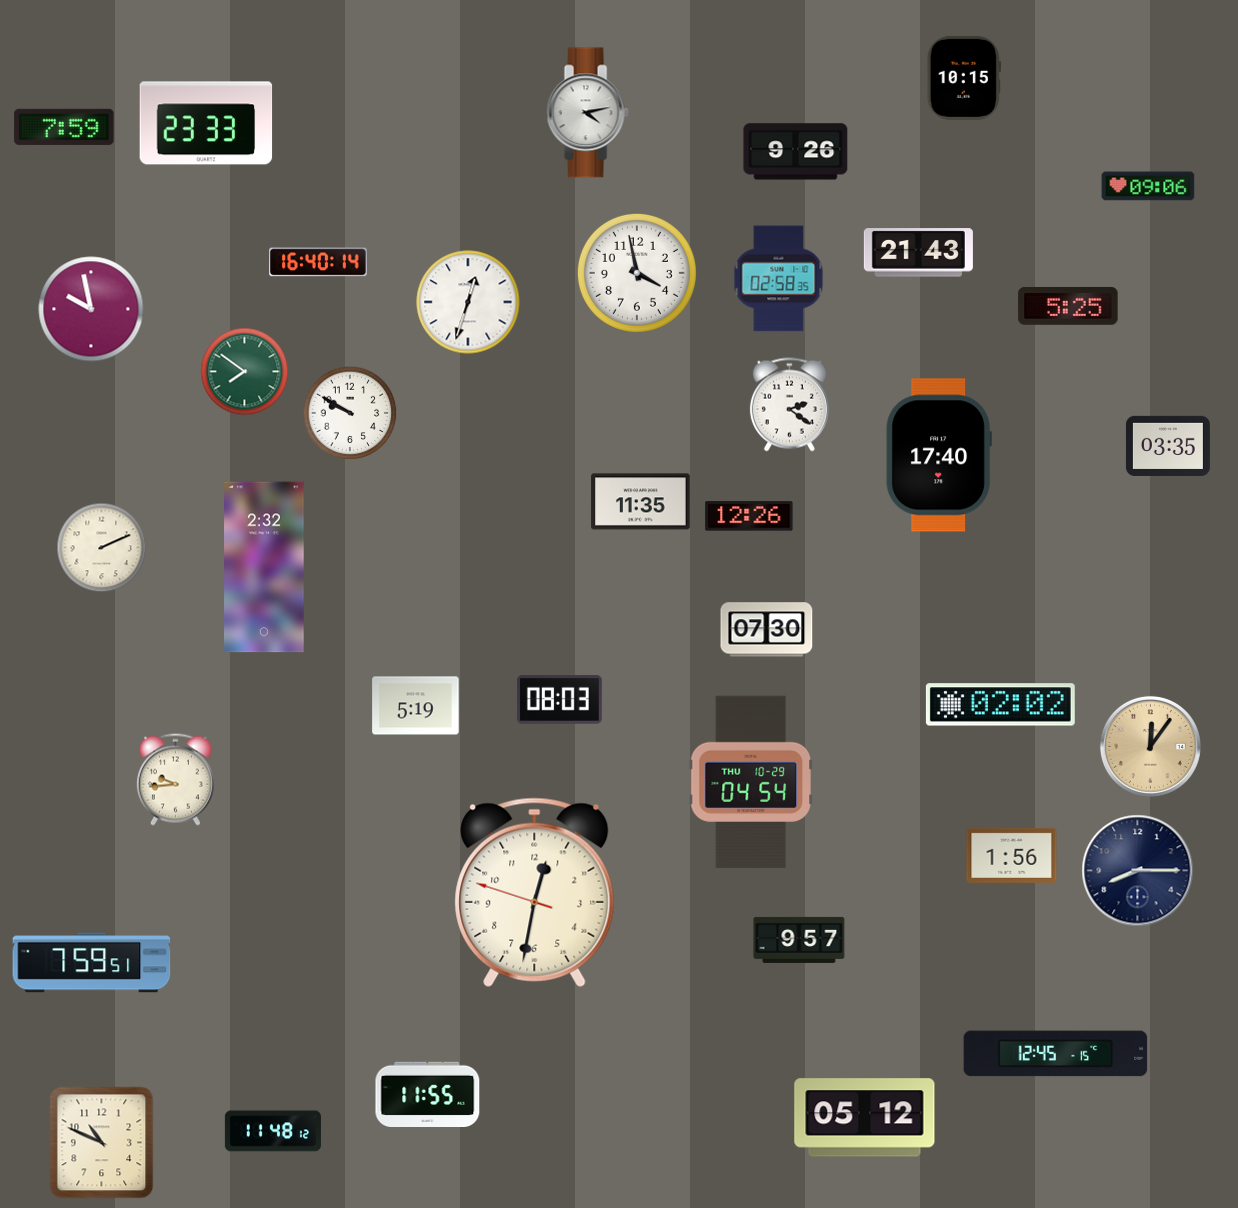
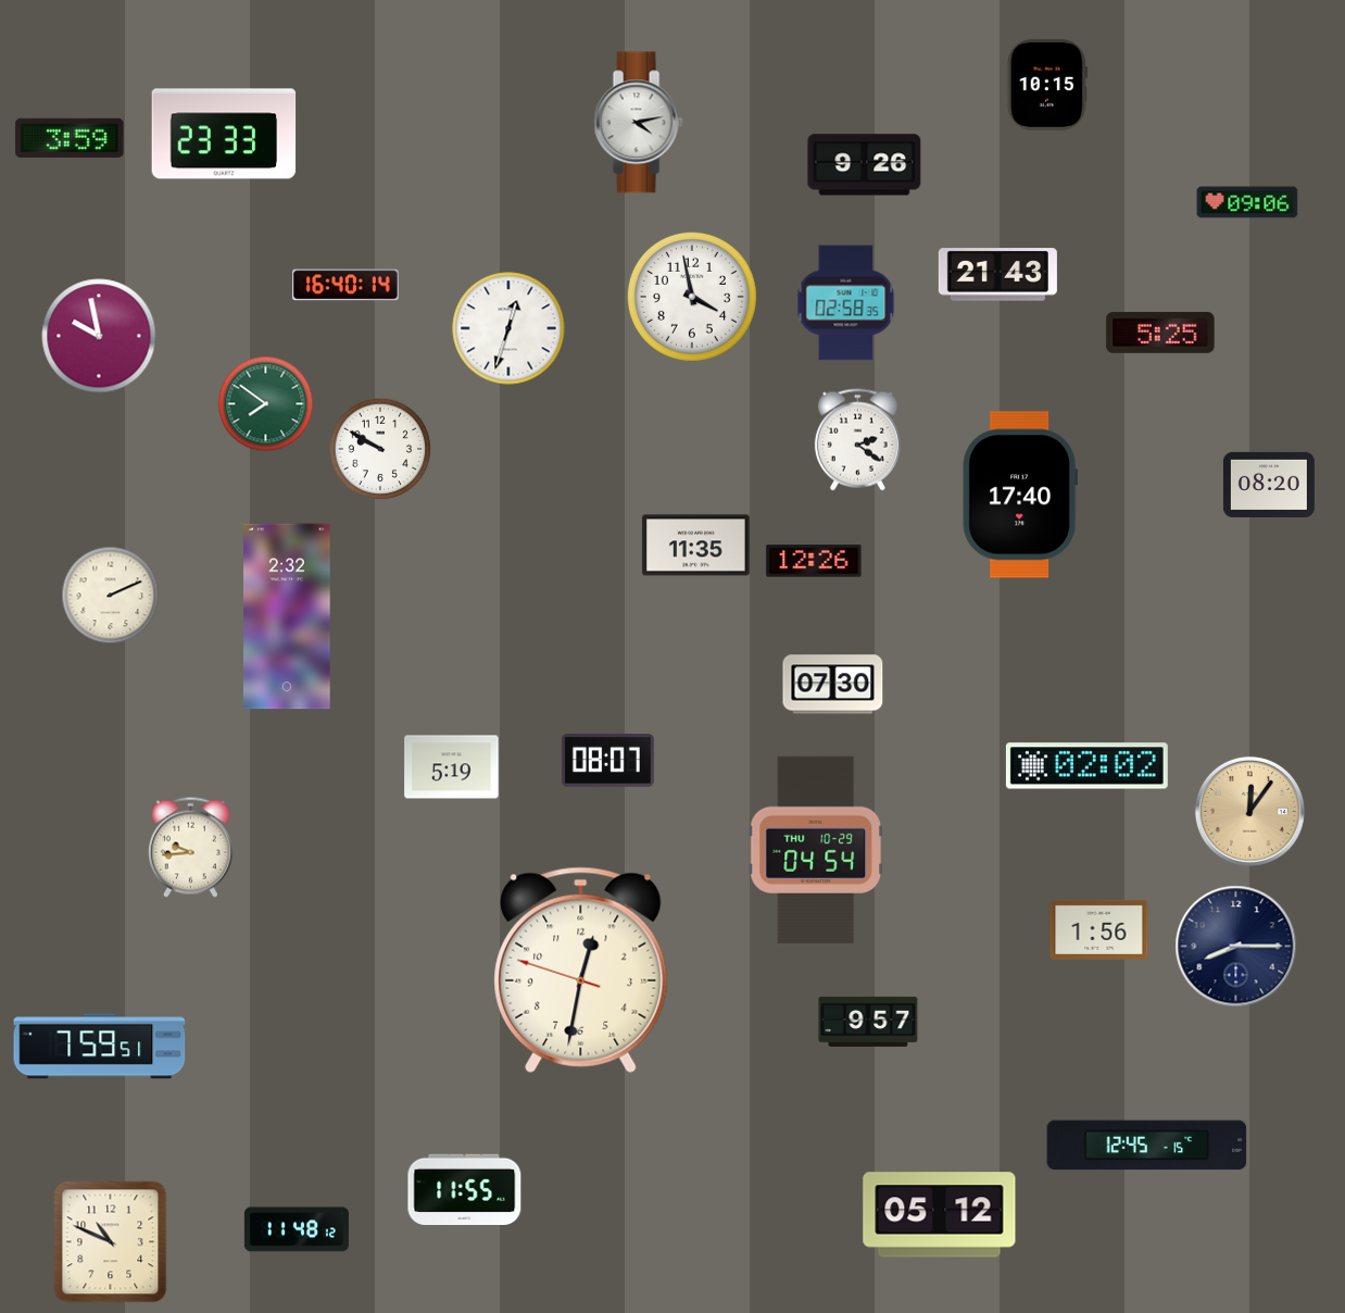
clock at (64, 127): 7:59 -> 3:59
clock at (1168, 446): 03:35 -> 08:20
clock at (559, 700): 08:03 -> 08:07
